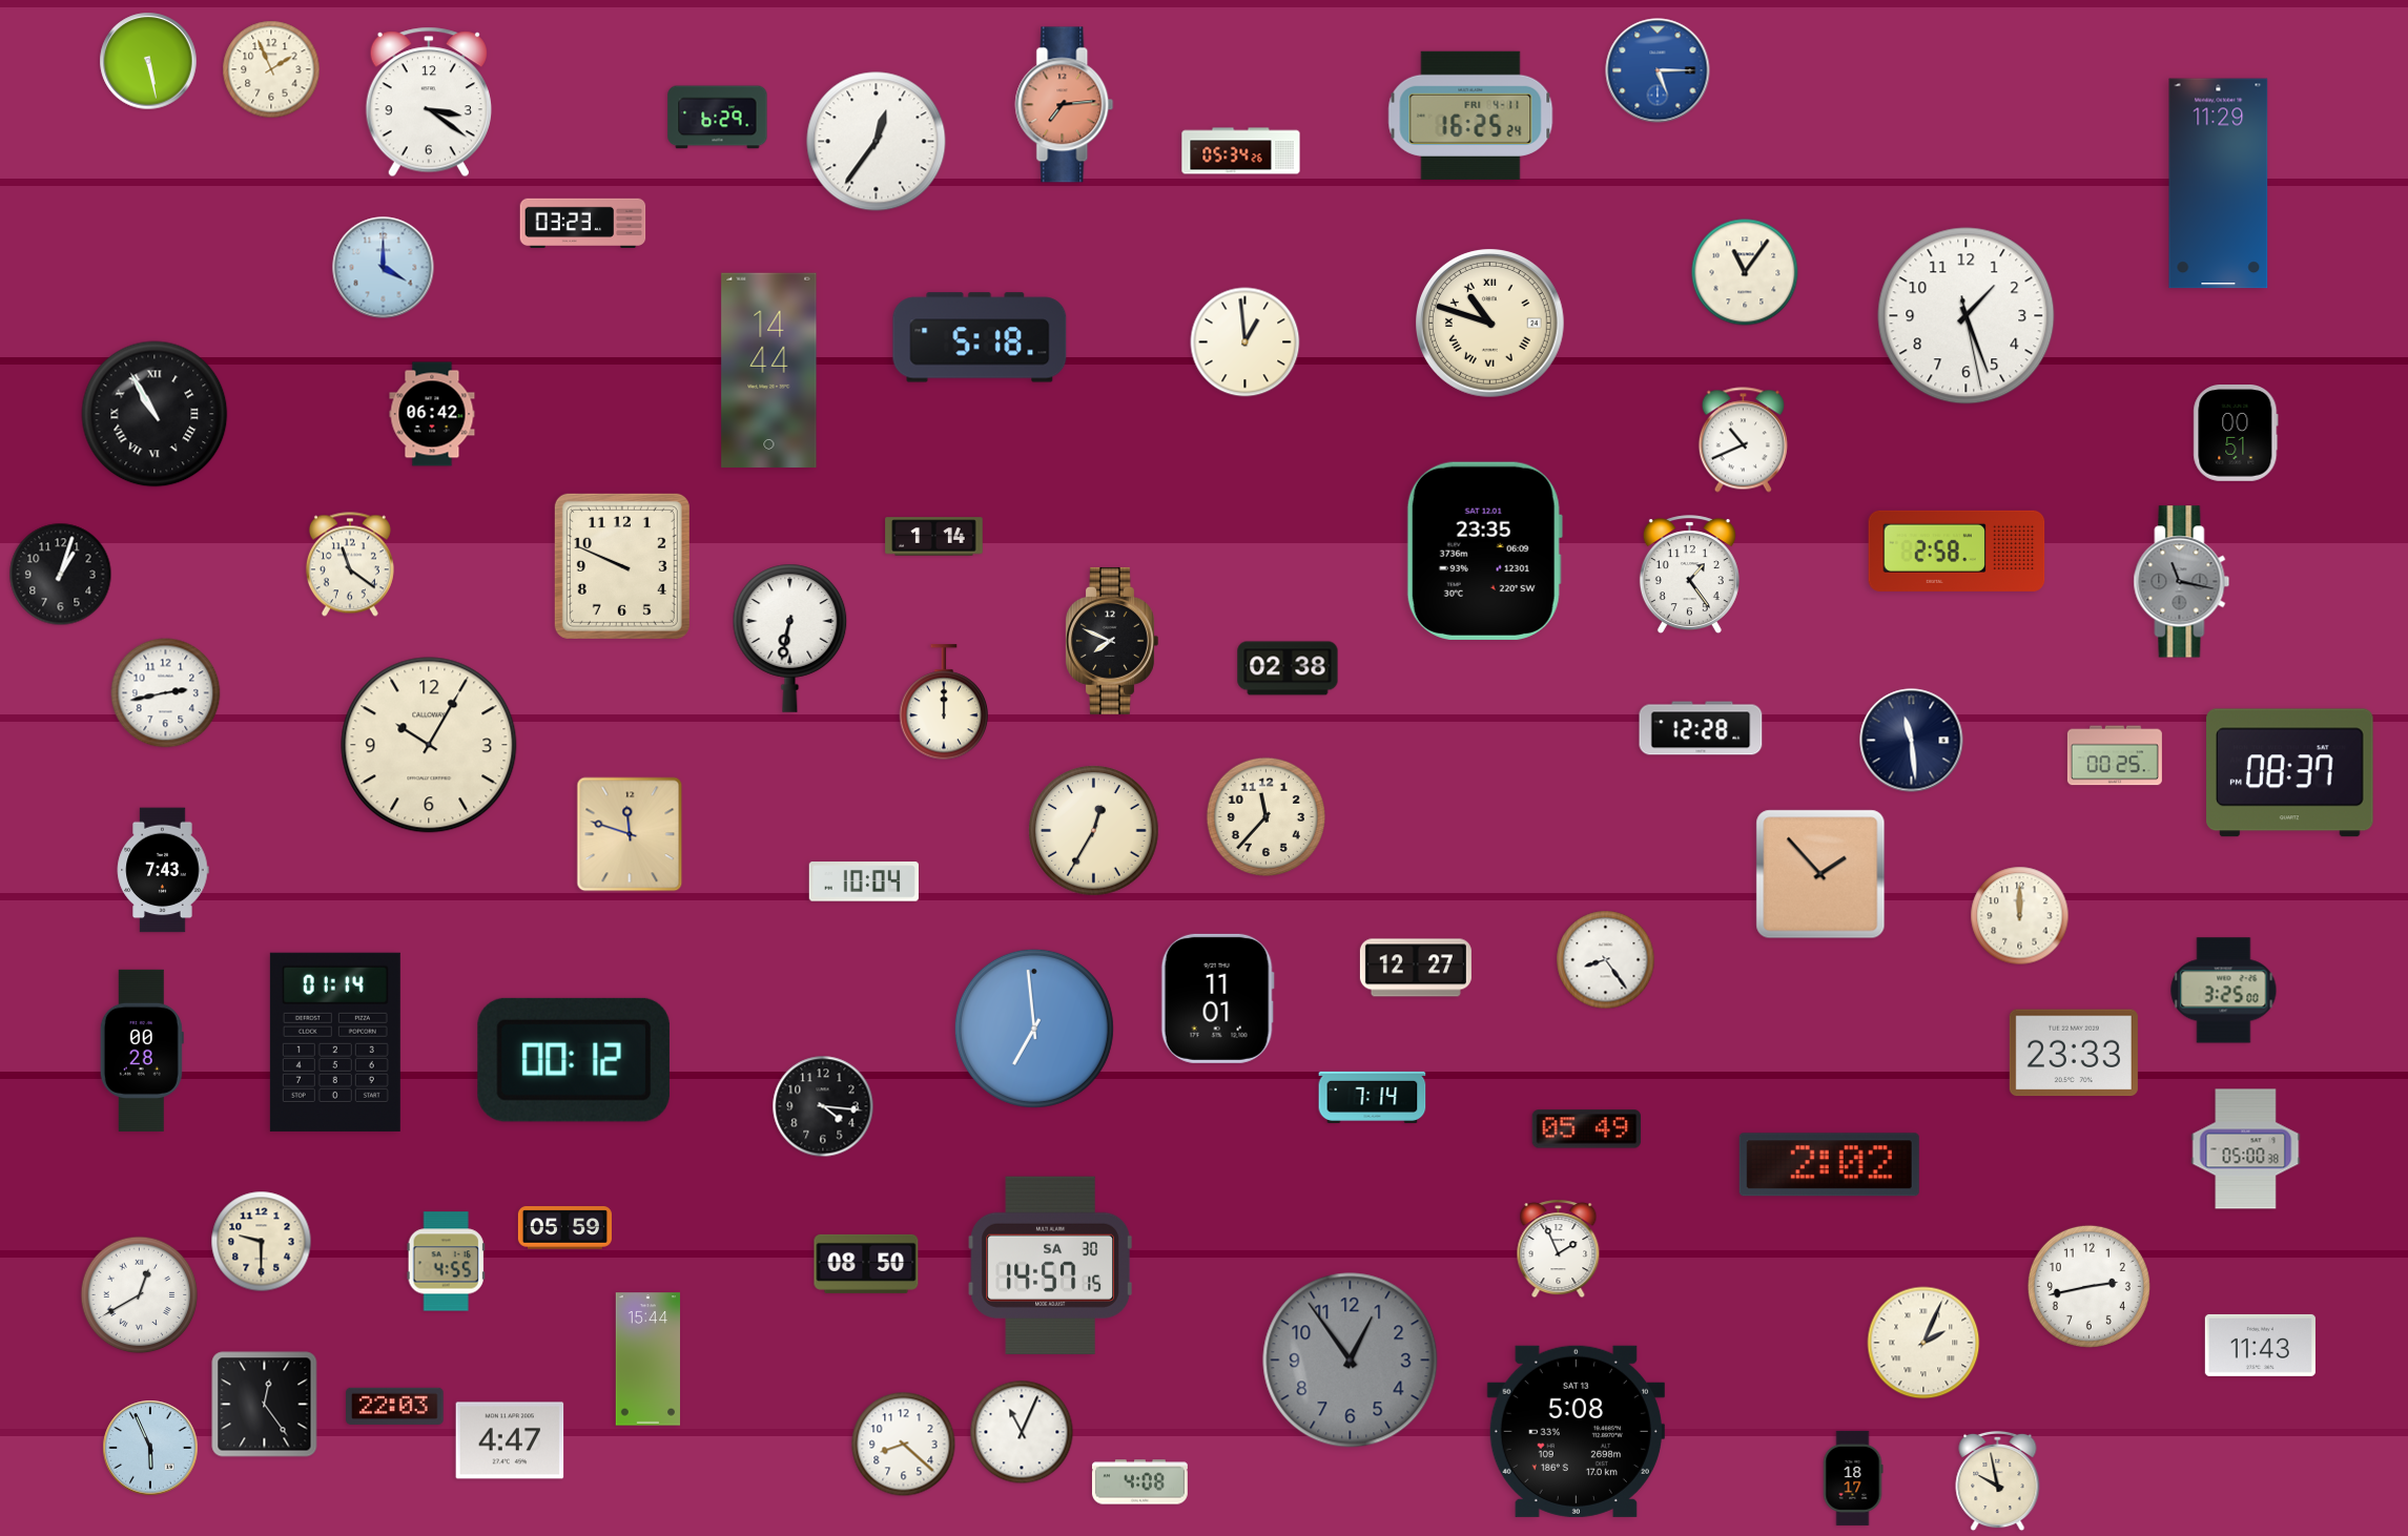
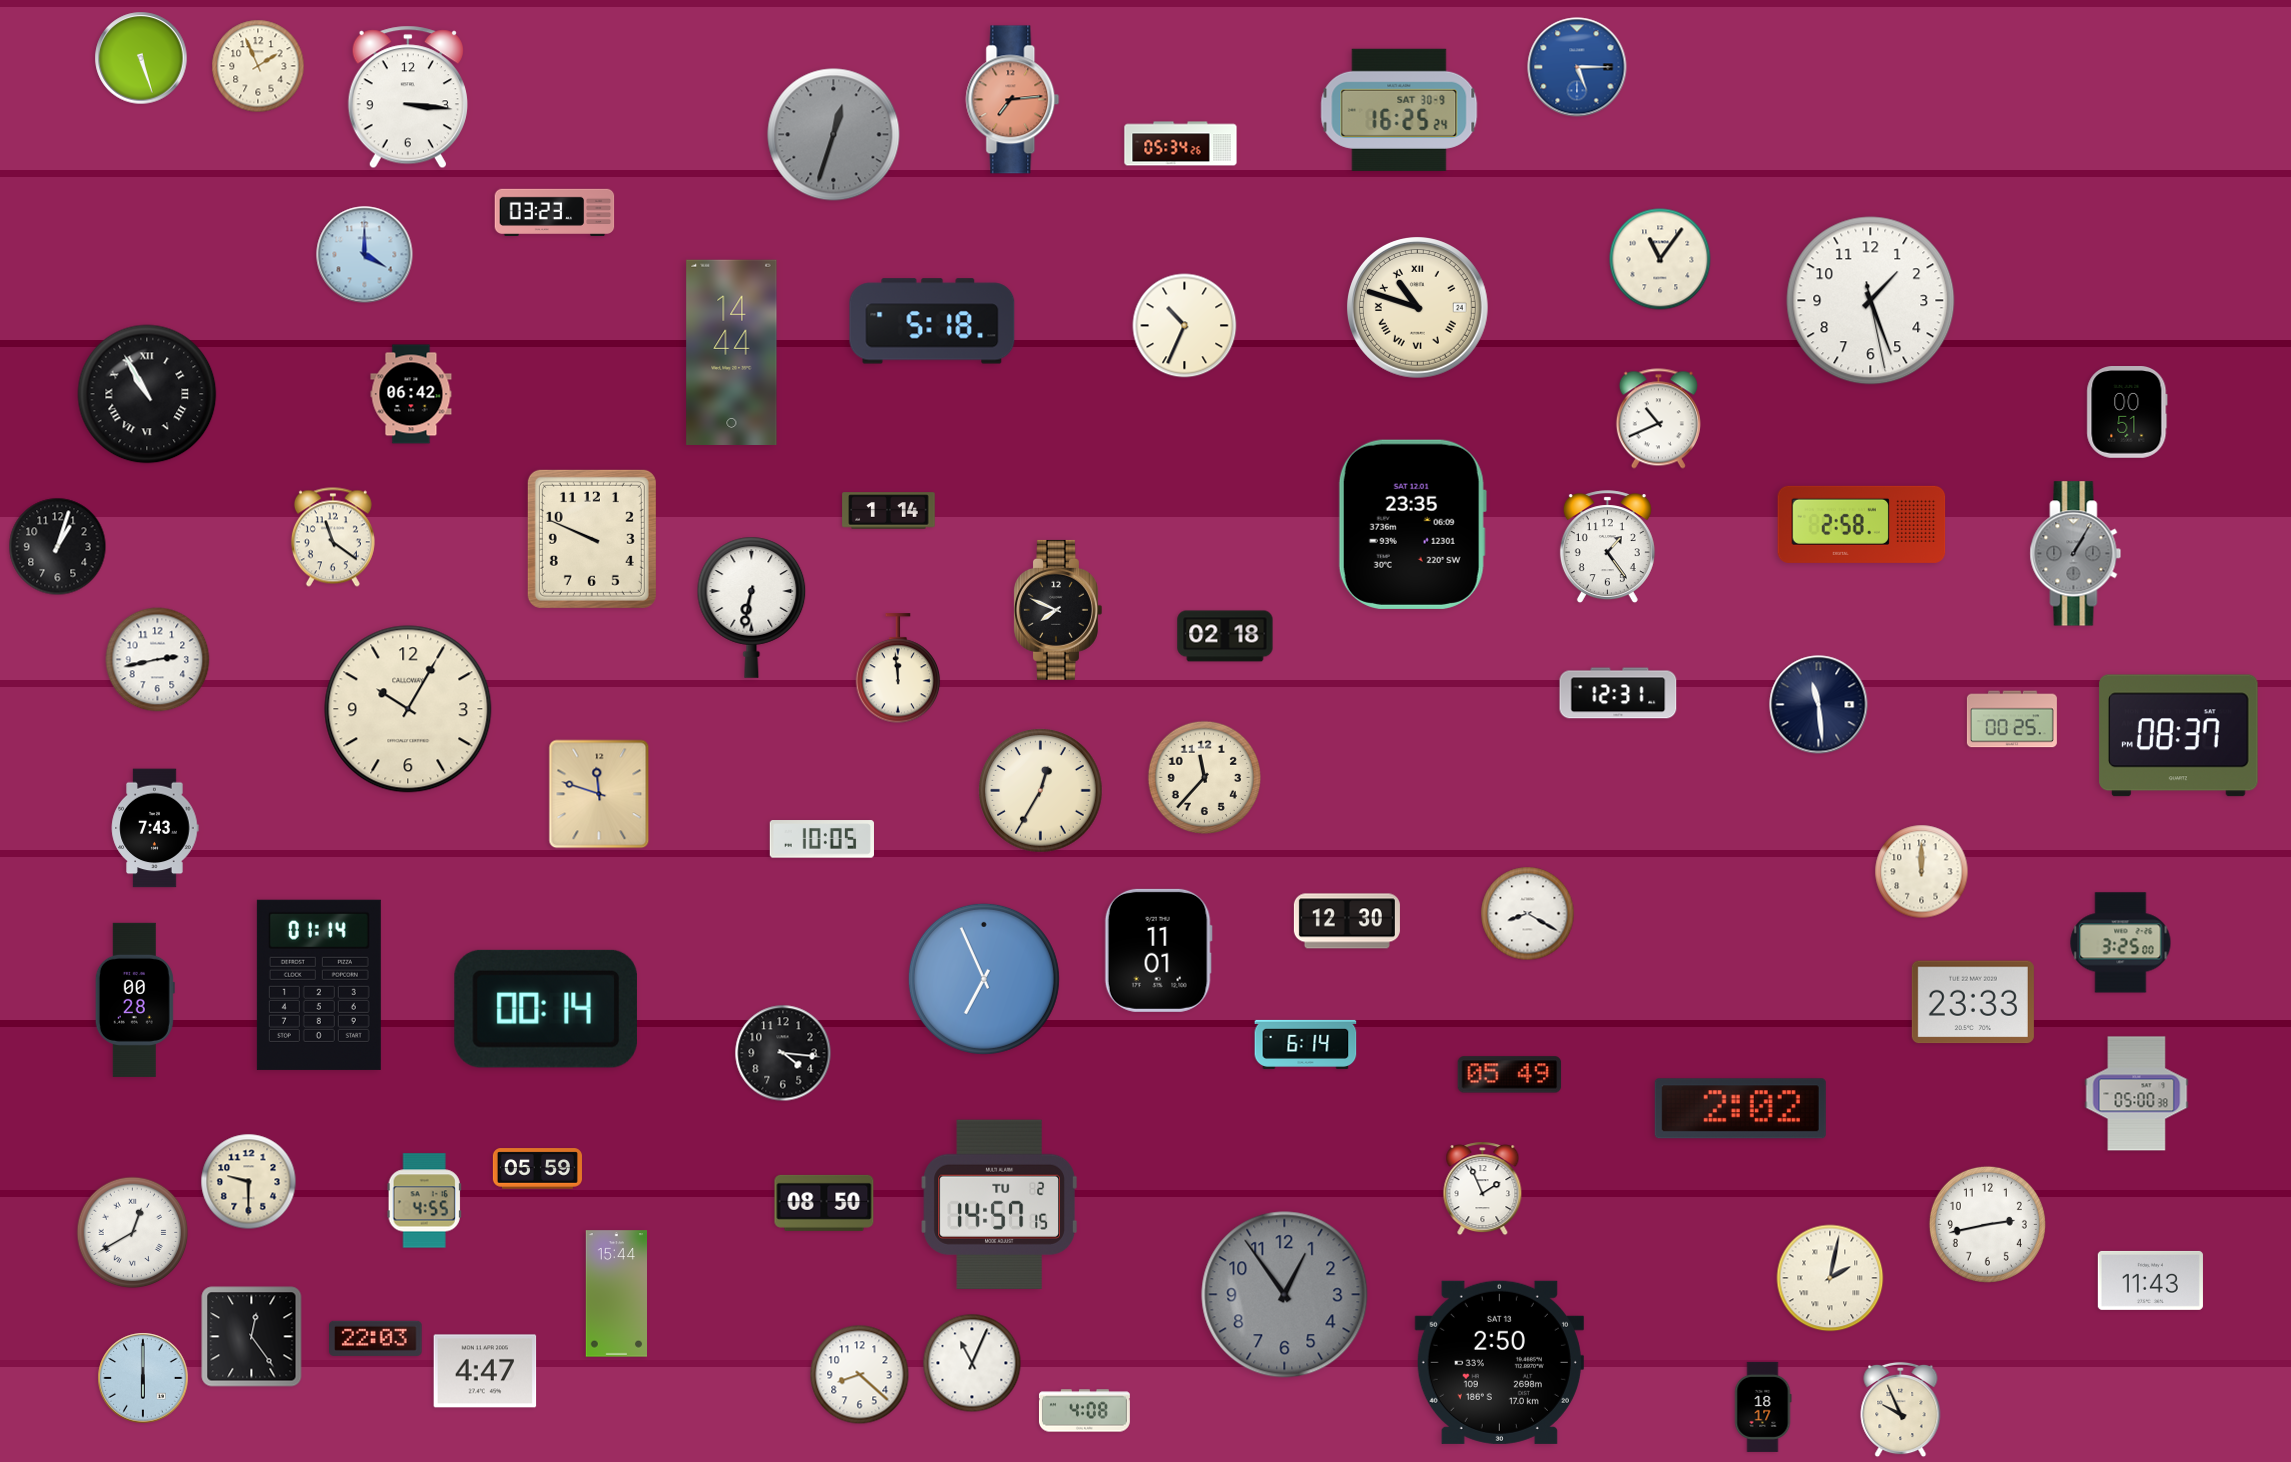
clock at (148, 61): 5:28 -> 5:27
clock at (429, 102): 3:21 -> 3:16
clock at (1470, 116) date: FRI 4-11 -> SAT 30-9
clock at (718, 118): 6:29 -> none
clock at (877, 142): 12:36 -> 12:33
clock at (877, 142) dial: white -> grey
clock at (2219, 184): 11:29 -> none
clock at (1246, 343): 12:59 -> 10:34
clock at (2182, 582): 11:17 -> 1:05
clock at (1288, 668): 02:38 -> 02:18
clock at (944, 703): 12:00 -> 11:59
clock at (1701, 728): 12:28 -> 12:31
clock at (1820, 874): 1:53 -> none
clock at (864, 881): 10:04 -> 10:05
clock at (1606, 960): 8:24 -> 8:20
clock at (1416, 968): 12:27 -> 12:30
clock at (2224, 991) position: (2224, 991) -> (2121, 943)
clock at (1034, 1029): 6:59 -> 6:56
clock at (335, 1042) position: (335, 1042) -> (319, 985)
clock at (574, 1060): 00:12 -> 00:14
clock at (1373, 1097): 7:14 -> 6:14
clock at (1050, 1265) date: SA 30 -> TU 2
clock at (1923, 1343): 2:04 -> 2:02
clock at (1576, 1431): 5:08 -> 2:50
clock at (150, 1448): 5:56 -> 6:00
clock at (1998, 1481): 9:58 -> 9:56
